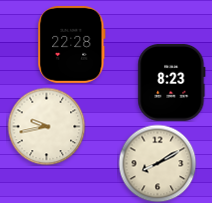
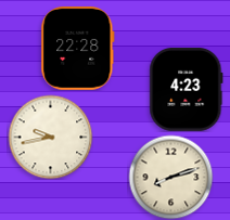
clock at (172, 82): 8:23 -> 4:23
clock at (157, 163): 8:10 -> 8:12
